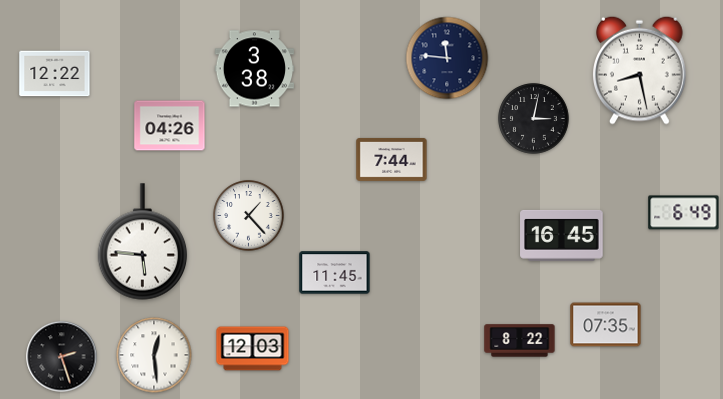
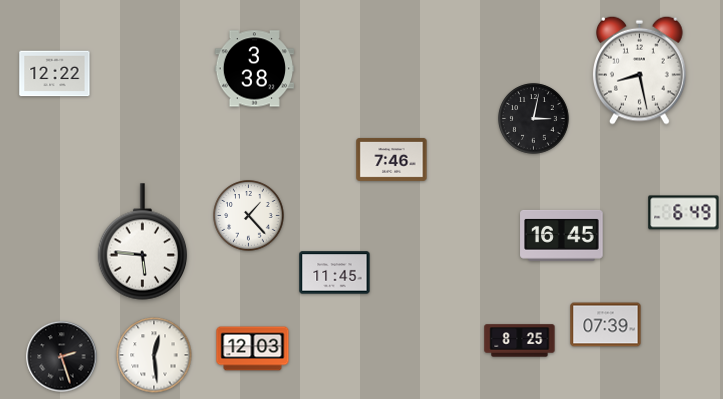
clock at (447, 58): 11:46 -> none
clock at (170, 126): 04:26 -> none
clock at (392, 160): 7:44 -> 7:46
clock at (606, 325): 07:35 -> 07:39
clock at (520, 341): 8:22 -> 8:25
